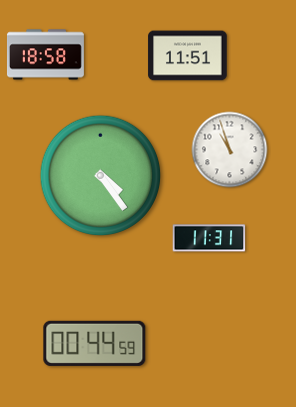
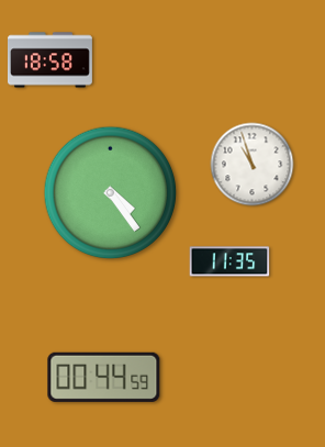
clock at (188, 56): 11:51 -> none
clock at (209, 238): 11:31 -> 11:35
